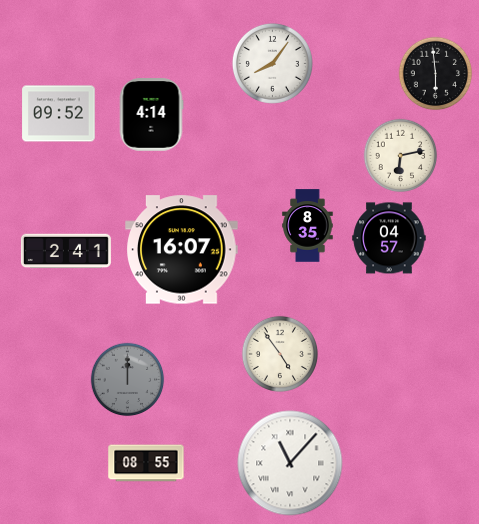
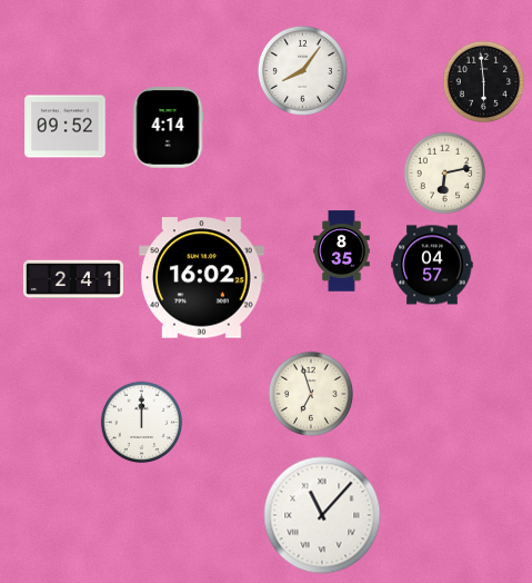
clock at (182, 250): 16:07 -> 16:02
clock at (280, 354): 4:54 -> 6:57
clock at (128, 380) dial: grey -> white
clock at (146, 463): 08:55 -> none
